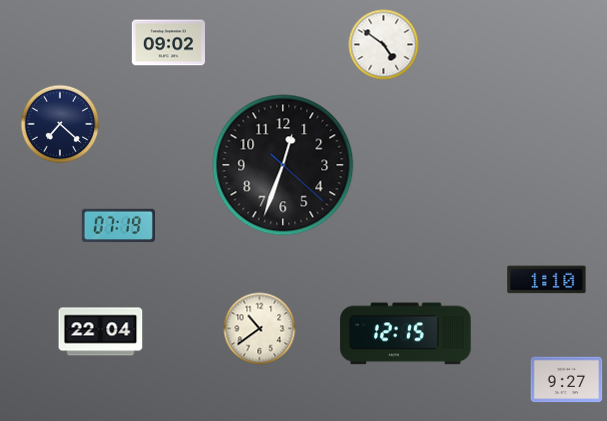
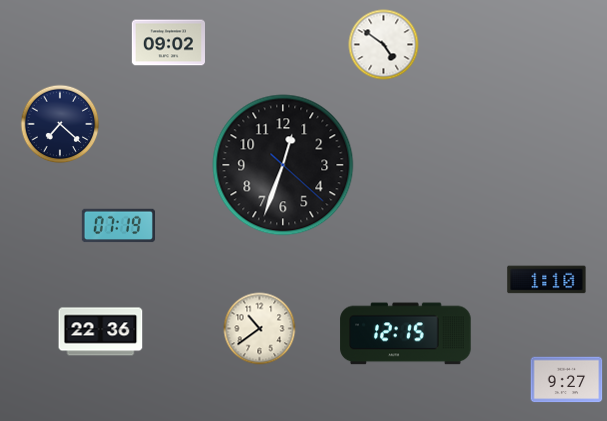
clock at (101, 332): 22:04 -> 22:36
